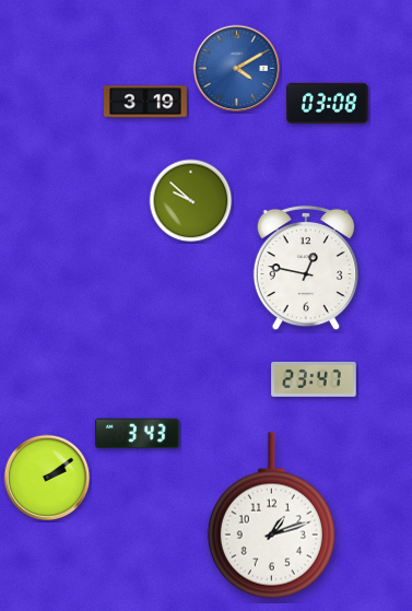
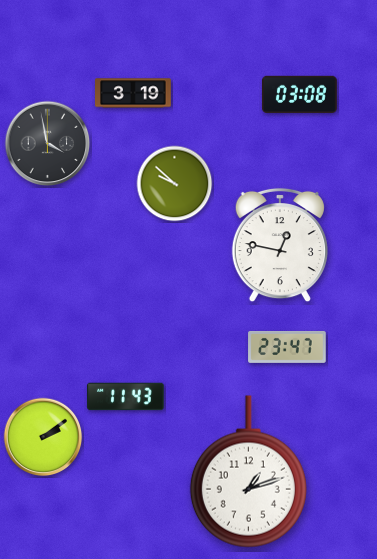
clock at (237, 69): 4:10 -> none
clock at (48, 144): none -> 3:58
clock at (138, 434): 3:43 -> 11:43
